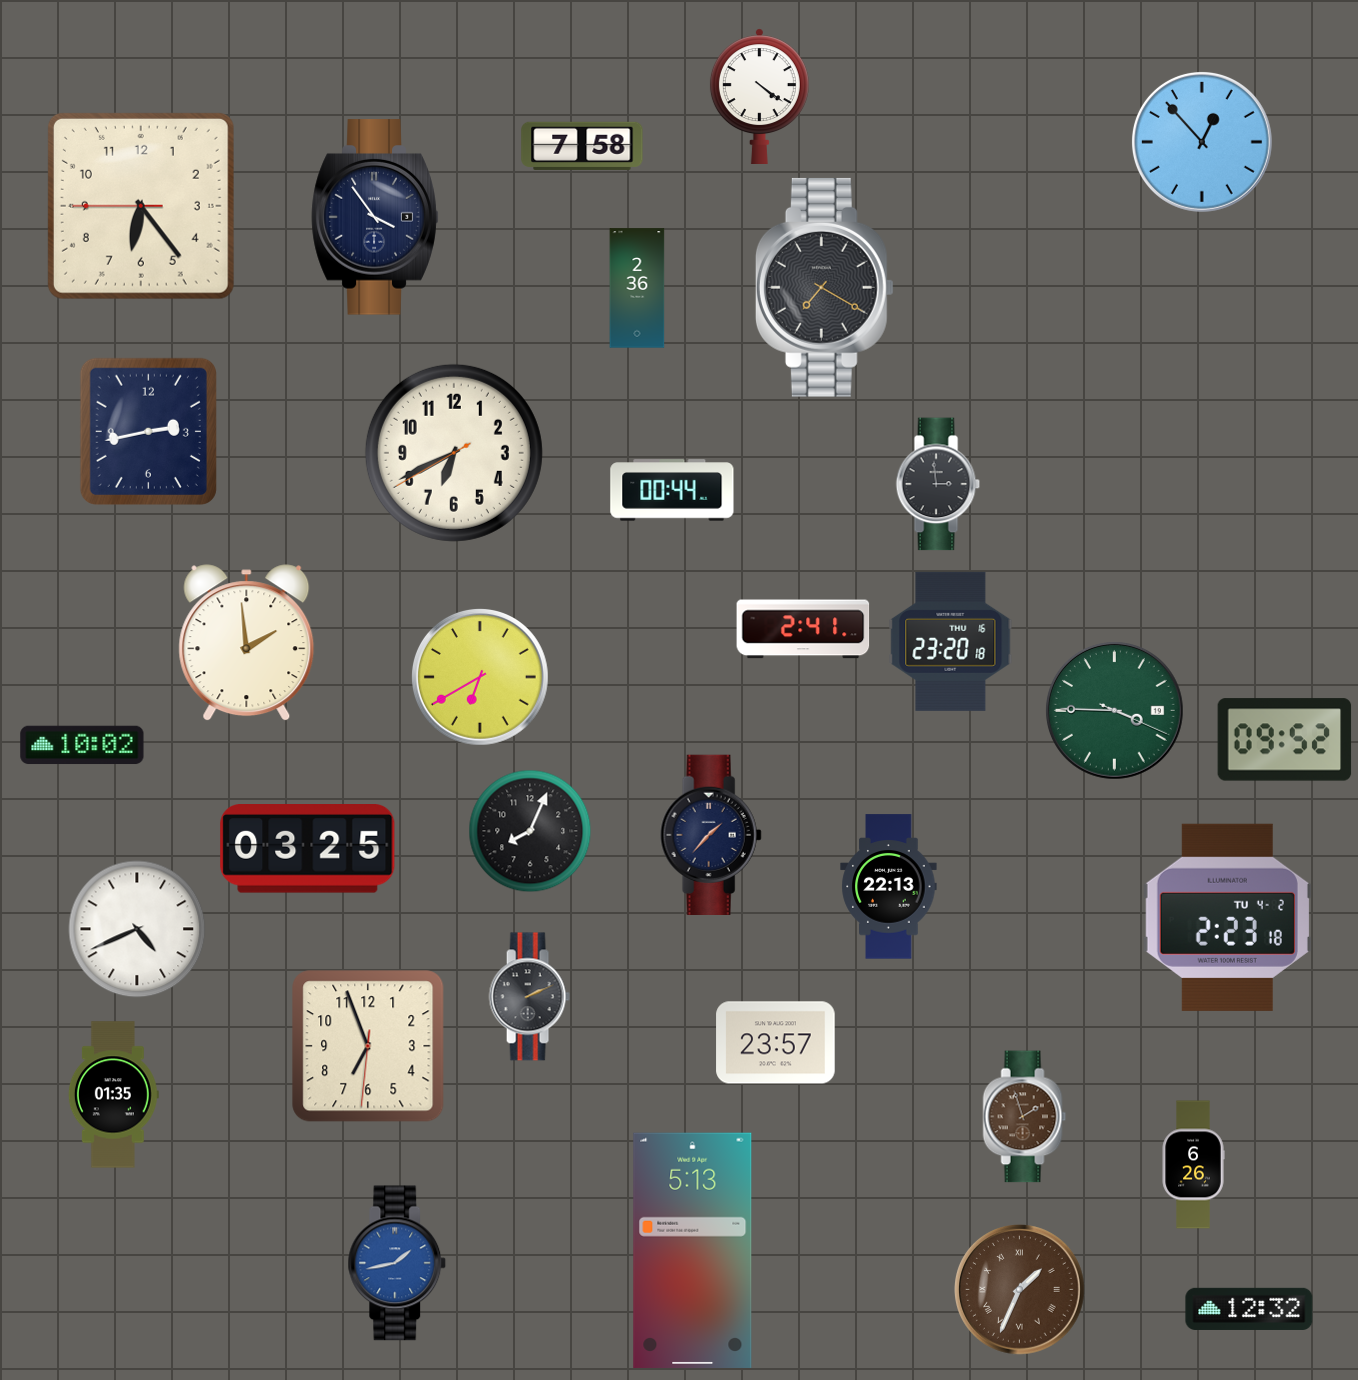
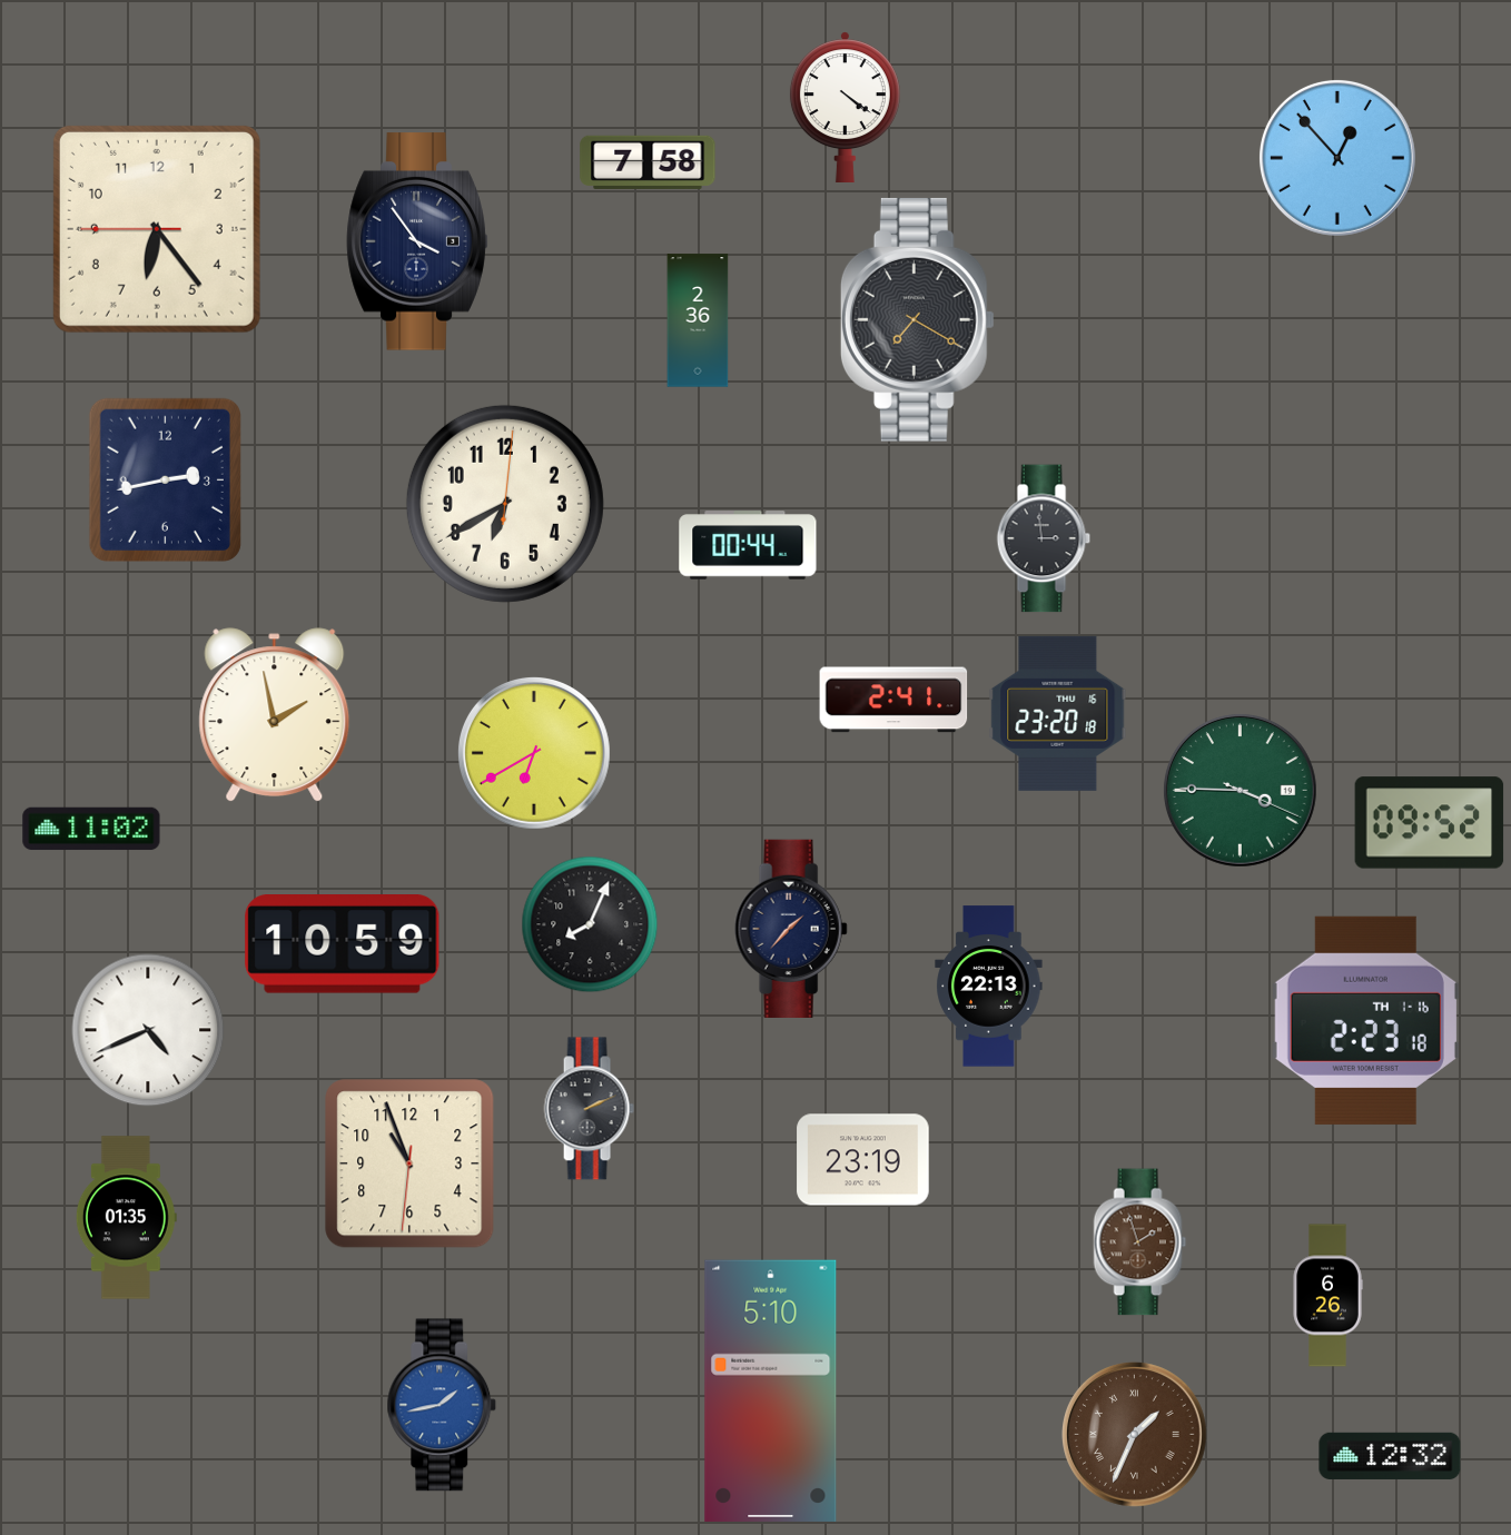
clock at (637, 288) position: (637, 288) -> (698, 320)
clock at (454, 453): 6:40:40 -> 6:40:01
clock at (247, 643): 1:59 -> 1:58
clock at (82, 745): 10:02 -> 11:02
clock at (308, 849): 03:25 -> 10:59
clock at (1227, 917) date: TU 4-2 -> TH 1-16
clock at (137, 929) position: (137, 929) -> (148, 1030)
clock at (776, 1043): 23:57 -> 23:19
clock at (368, 1046): 6:56 -> 10:56
clock at (693, 1250): 5:13 -> 5:10
